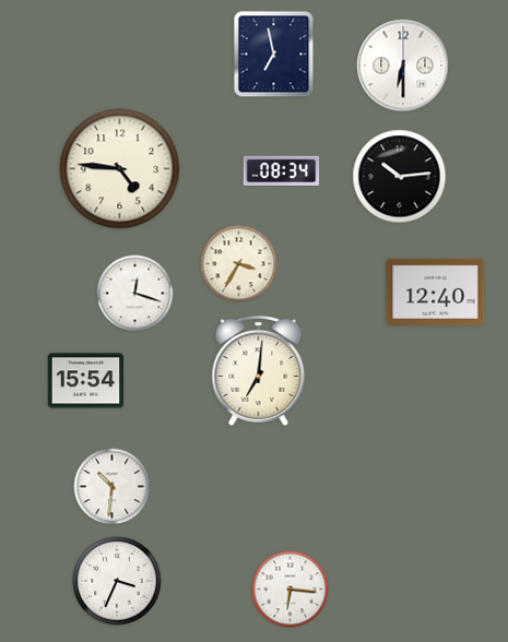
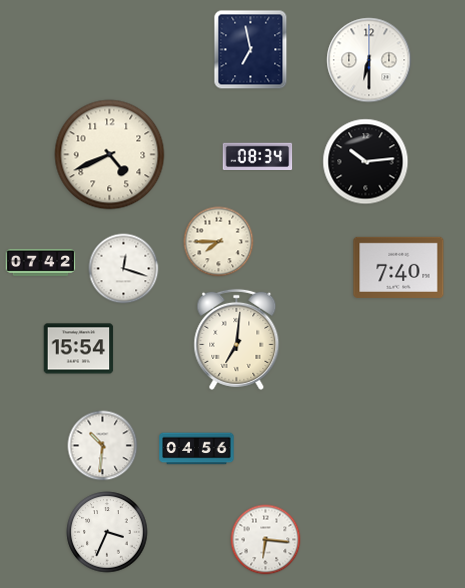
clock at (120, 169): 4:46 -> 4:41
clock at (239, 264): 3:35 -> 7:45
clock at (41, 262): none -> 07:42
clock at (436, 292): 12:40 -> 7:40
clock at (197, 449): none -> 04:56
